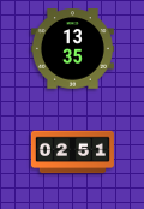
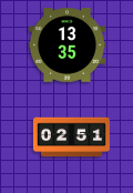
clock at (72, 153) position: (72, 153) -> (71, 138)
